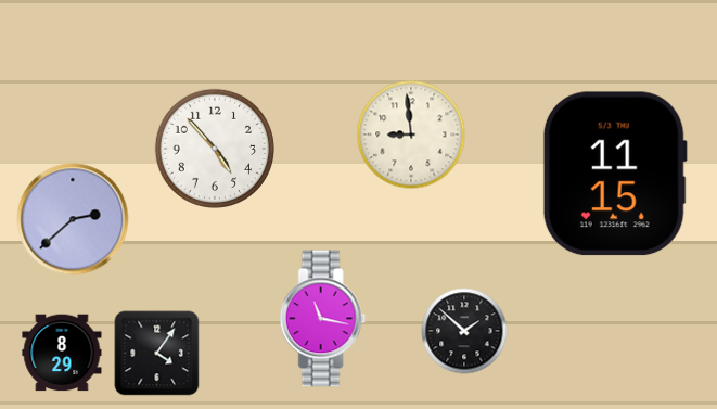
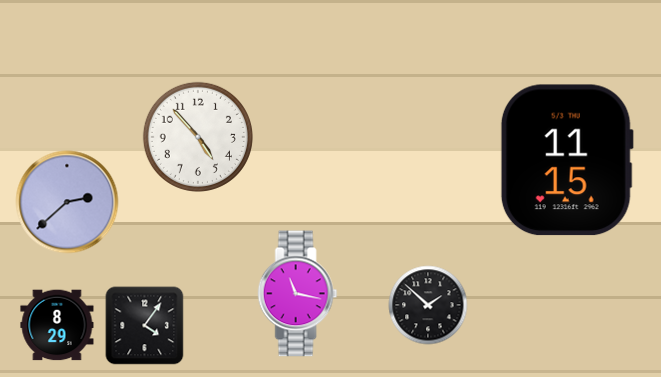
clock at (411, 135): 8:59 -> none
